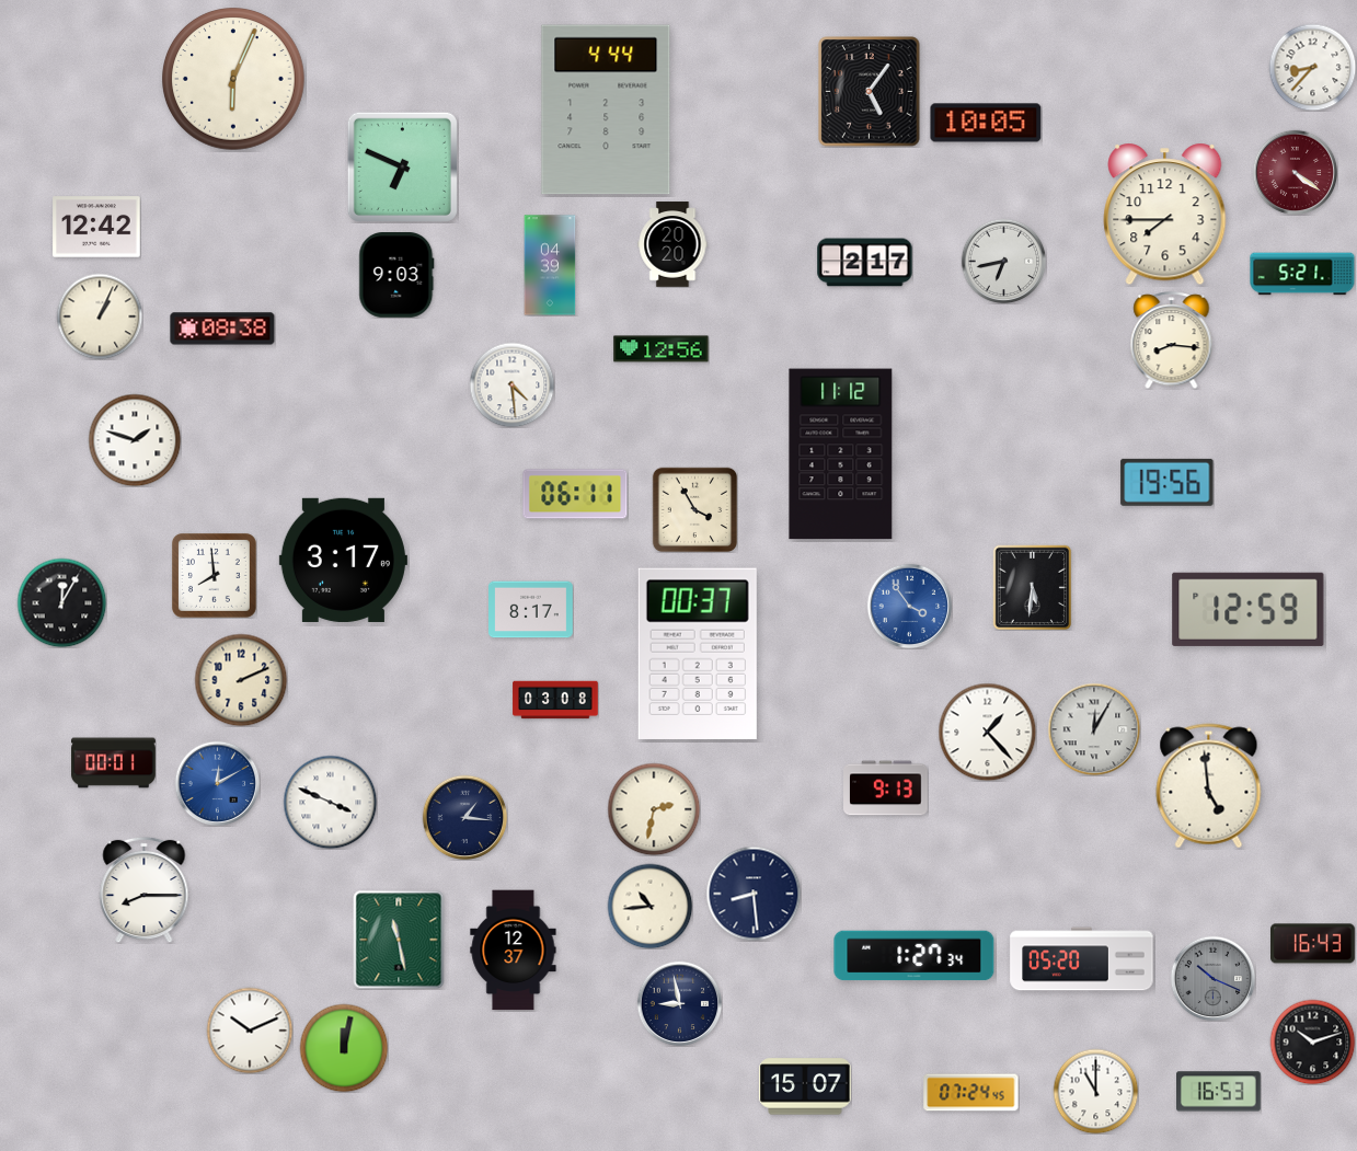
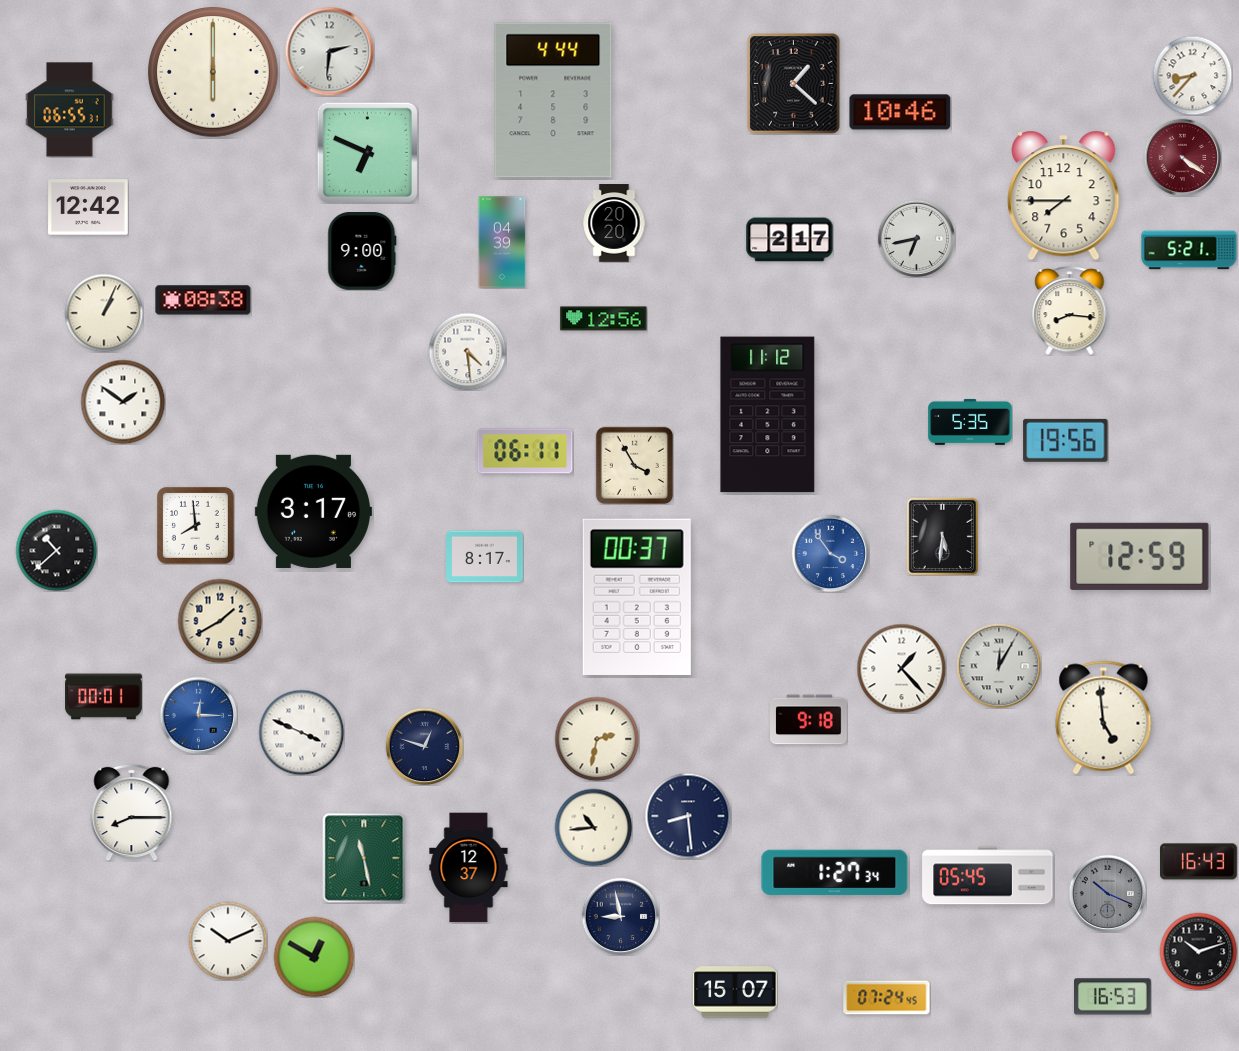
clock at (329, 51): none -> 2:31
clock at (1312, 67) position: (1312, 67) -> (1192, 75)
clock at (233, 79): 6:04 -> 6:00
clock at (870, 92): 5:06 -> 1:22
clock at (70, 110): none -> 06:55
clock at (986, 123): 10:05 -> 10:46
clock at (396, 276): 9:03 -> 9:00
clock at (100, 316) position: (100, 316) -> (104, 313)
clock at (135, 440): 1:48 -> 1:51
clock at (970, 422): none -> 5:35
clock at (61, 602): 12:05 -> 10:38
clock at (241, 680): 2:11 -> 1:40
clock at (555, 700): 03:08 -> none
clock at (217, 783): 12:10 -> 12:15
clock at (886, 789): 9:13 -> 9:18
clock at (464, 817): 1:16 -> 12:48
clock at (1082, 959): 05:20 -> 05:45
clock at (344, 1048): 12:02 -> 12:50
clock at (1095, 1091): 11:00 -> none
